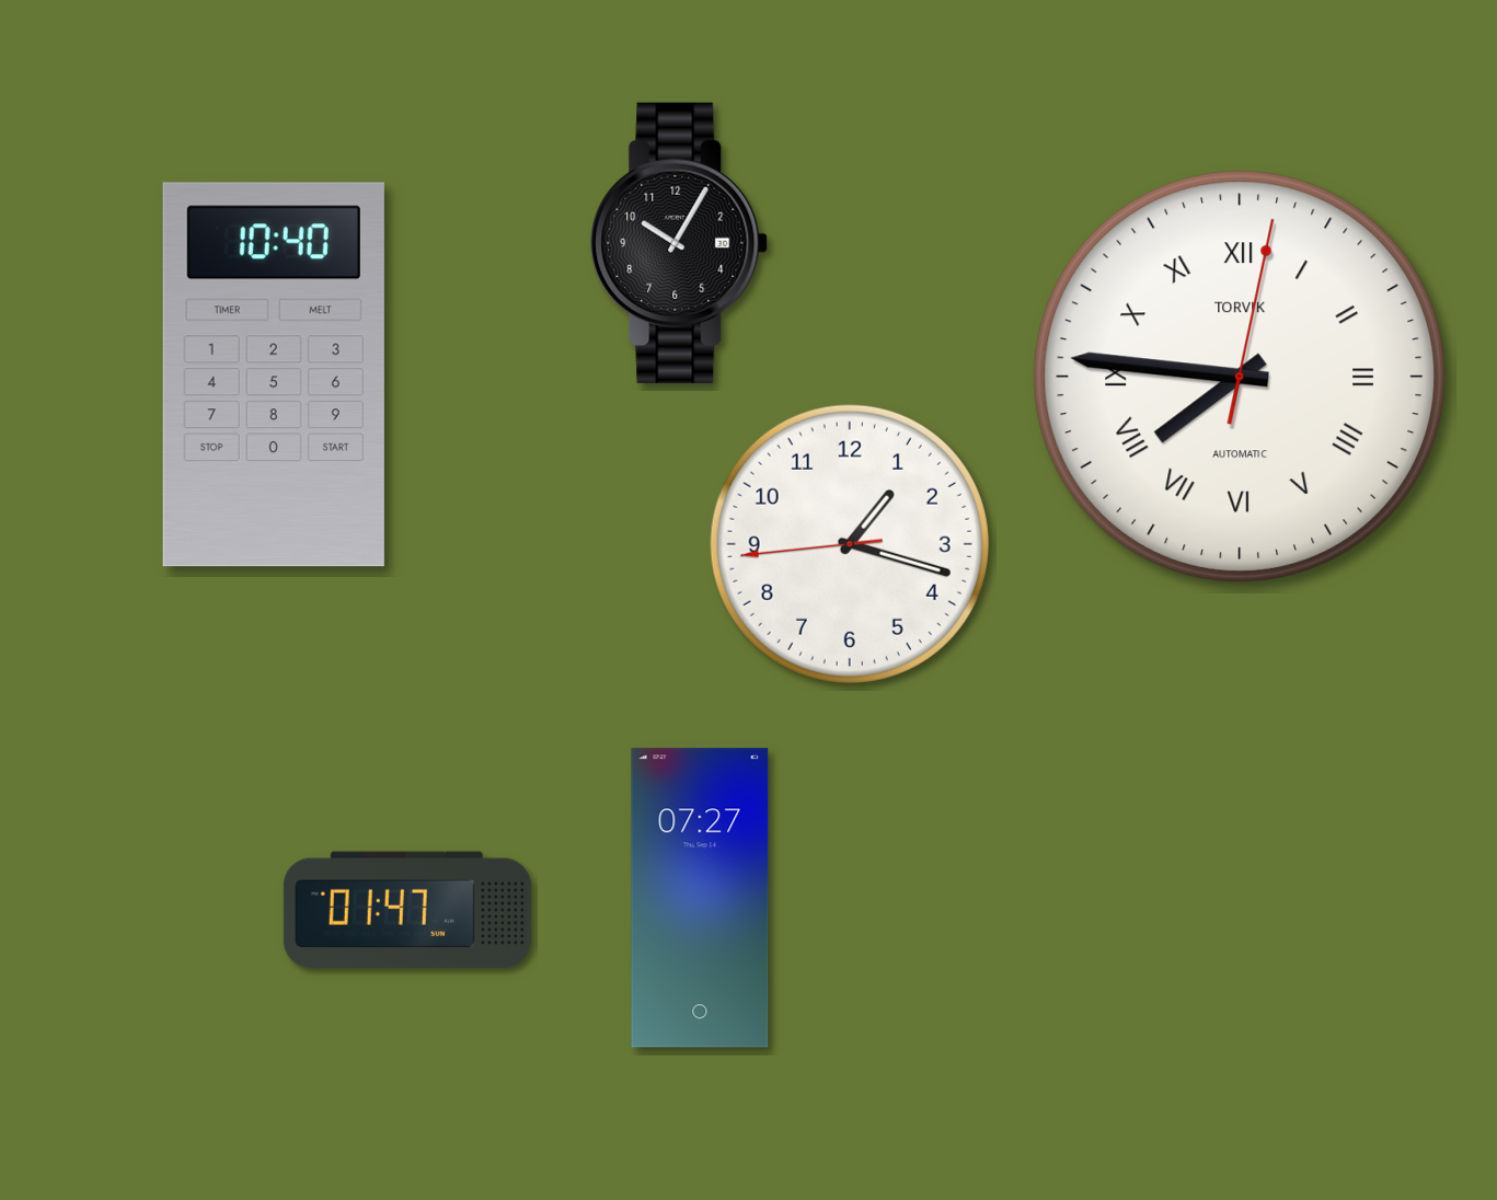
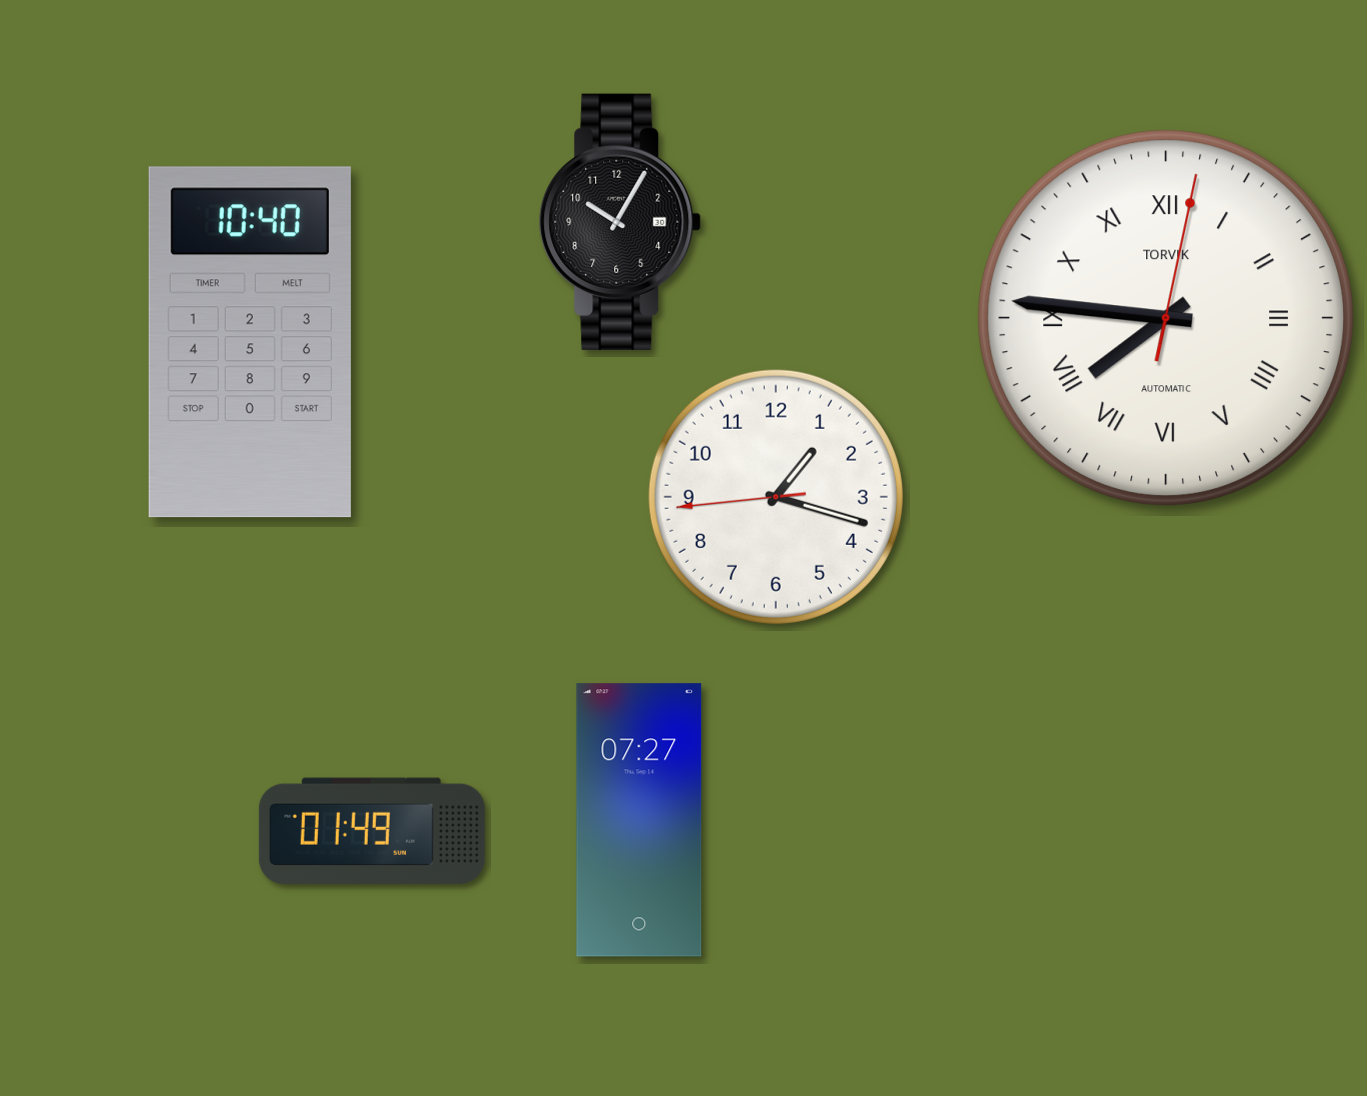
clock at (1240, 377) position: (1240, 377) -> (1166, 318)
clock at (407, 910): 01:47 -> 01:49
